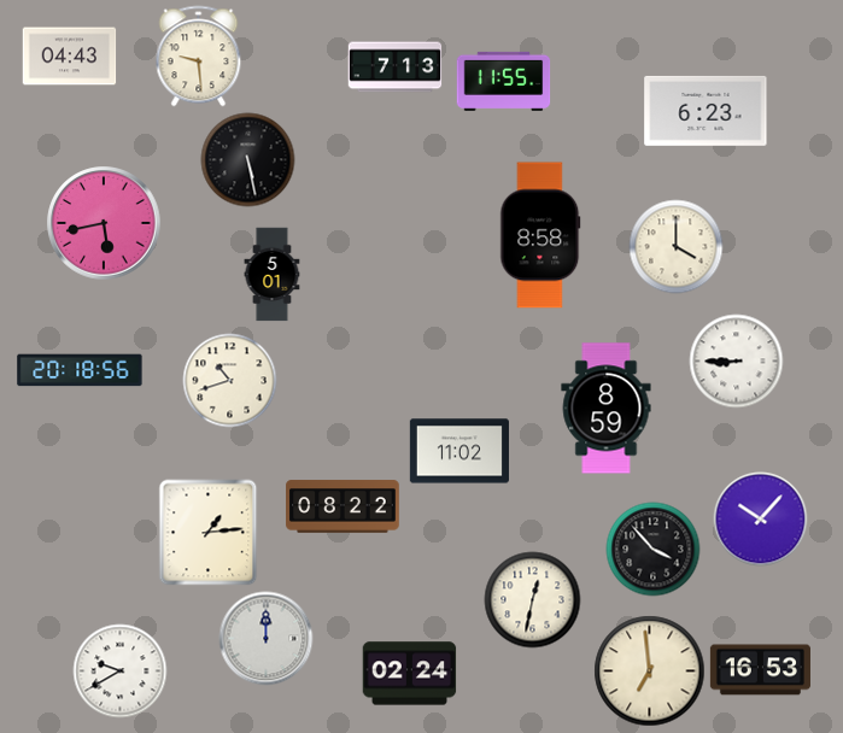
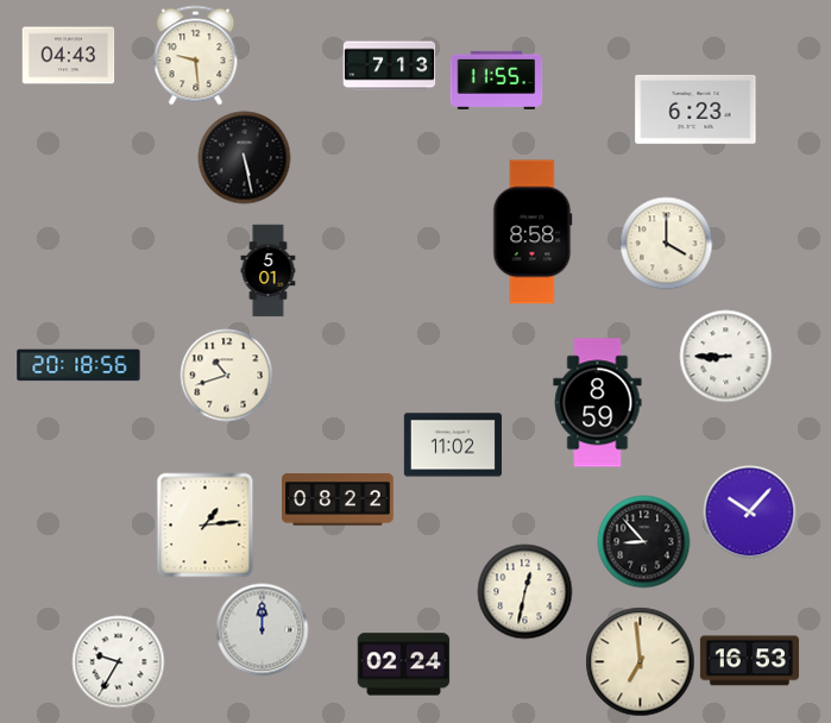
clock at (104, 223): 5:43 -> none
clock at (652, 549): 3:53 -> 8:53
clock at (119, 670): 9:40 -> 9:35
